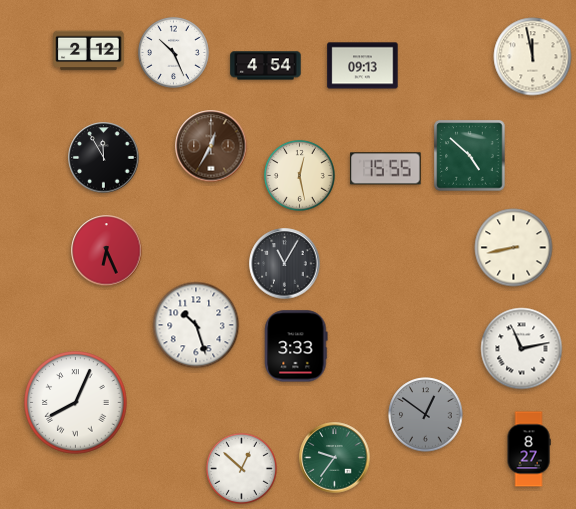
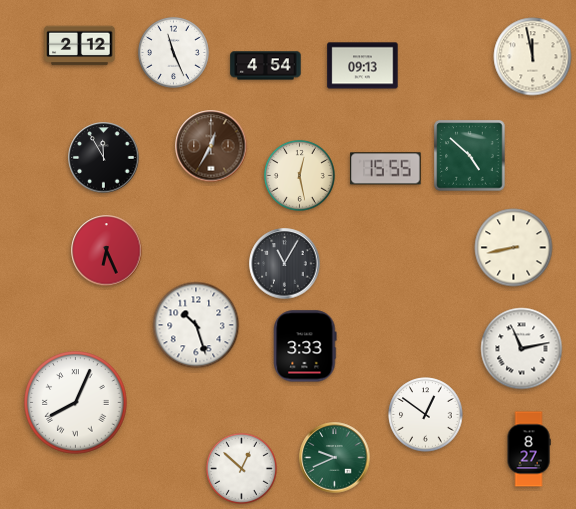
clock at (89, 51) position: (89, 51) -> (80, 46)
clock at (173, 52): 10:26 -> 11:26
clock at (296, 346) position: (296, 346) -> (305, 346)
clock at (426, 415) dial: grey -> white
clock at (335, 458): 9:36 -> 9:41
